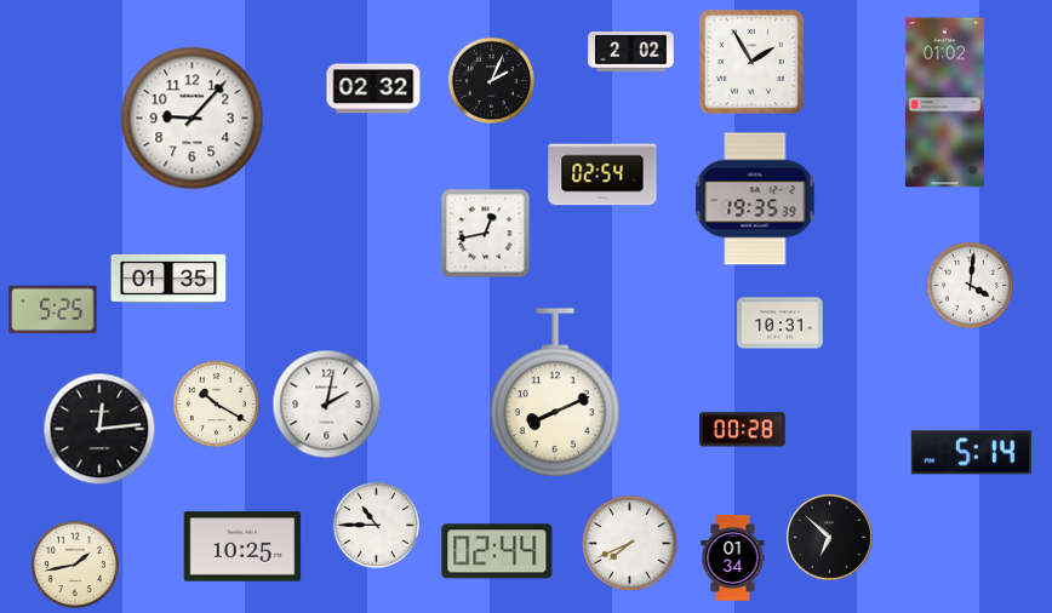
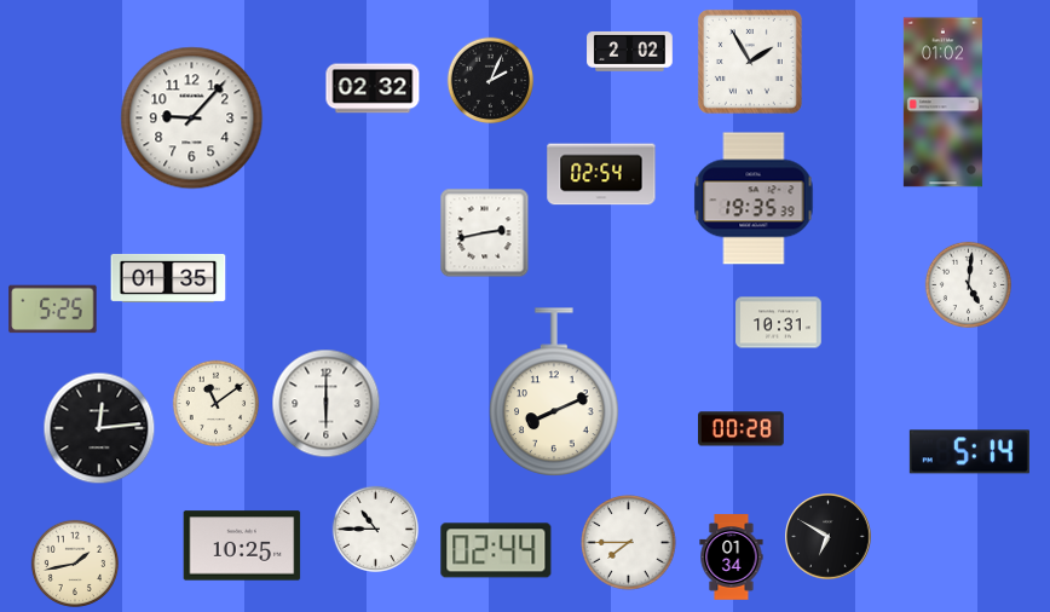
clock at (486, 234): 12:43 -> 2:43
clock at (970, 285): 4:01 -> 5:01
clock at (216, 403): 10:20 -> 11:09
clock at (327, 405): 2:02 -> 6:00
clock at (376, 525) position: (376, 525) -> (375, 529)
clock at (830, 538): 6:52 -> 6:50
clock at (630, 544): 7:41 -> 7:45
